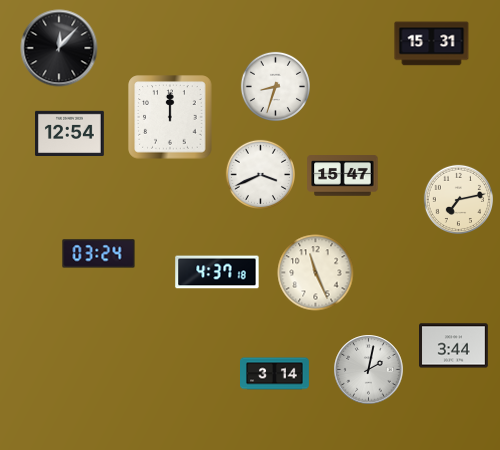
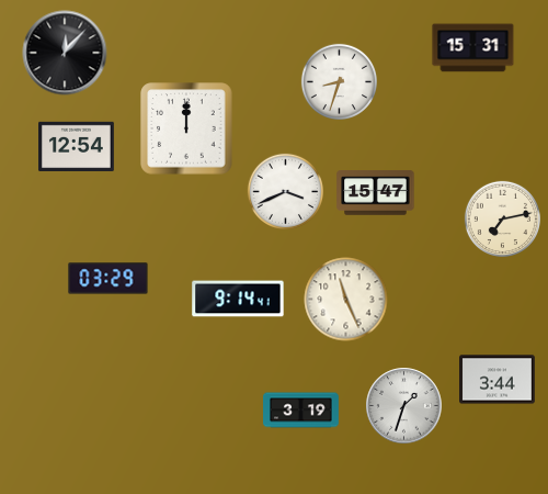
clock at (275, 86) position: (275, 86) -> (339, 81)
clock at (99, 254): 03:24 -> 03:29
clock at (217, 272): 4:37 -> 9:14
clock at (369, 370): 2:02 -> 1:33
clock at (275, 374): 3:14 -> 3:19
